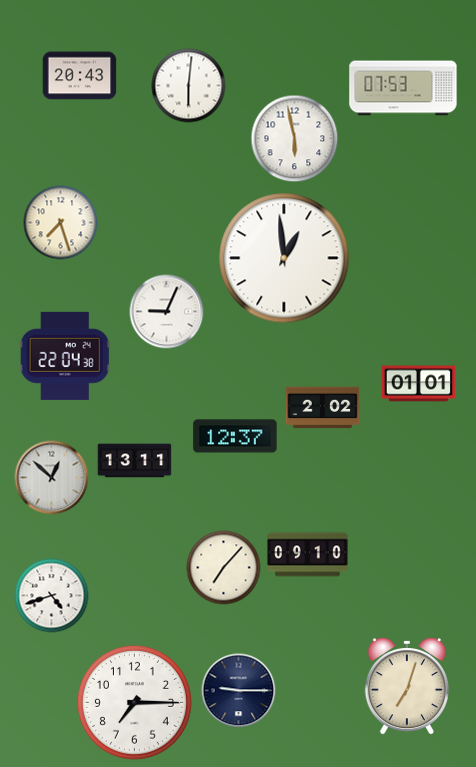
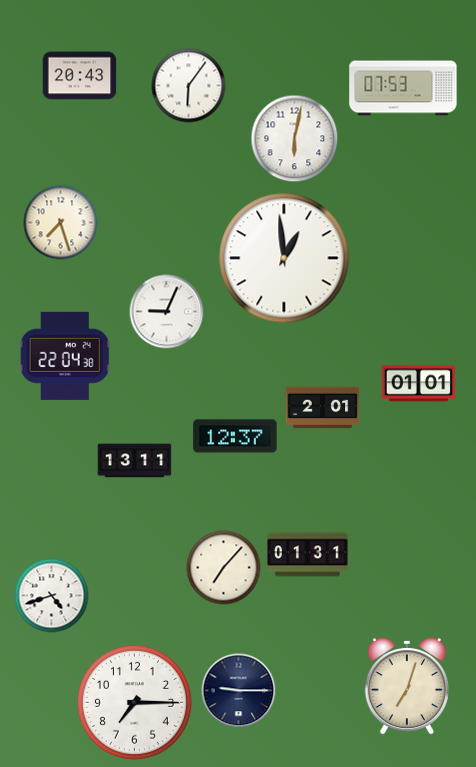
clock at (189, 86): 6:01 -> 6:06
clock at (295, 139): 5:58 -> 6:02
clock at (323, 408): 2:02 -> 2:01
clock at (52, 478): 12:52 -> none
clock at (308, 555): 09:10 -> 01:31
